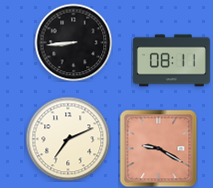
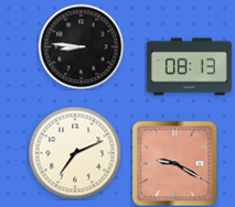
clock at (73, 42): 8:44 -> 8:46
clock at (171, 61): 08:11 -> 08:13
